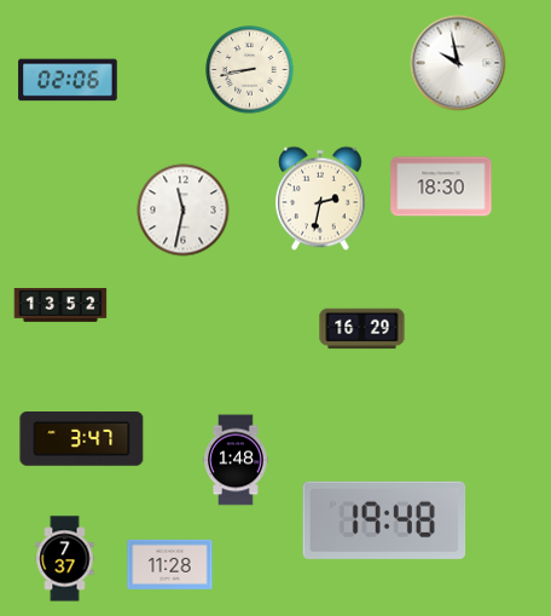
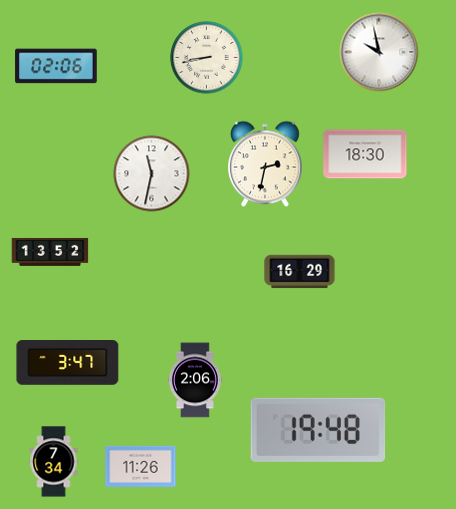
clock at (237, 460): 1:48 -> 2:06
clock at (65, 559): 7:37 -> 7:34
clock at (170, 564): 11:28 -> 11:26
